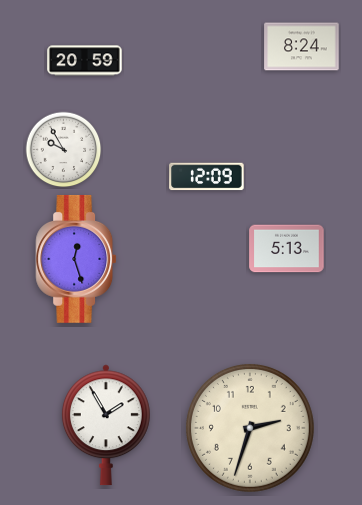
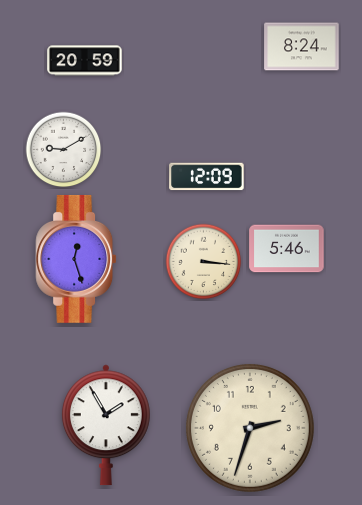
clock at (64, 150): 9:55 -> 9:10
clock at (287, 249): 5:13 -> 5:46
clock at (204, 262): none -> 3:16
